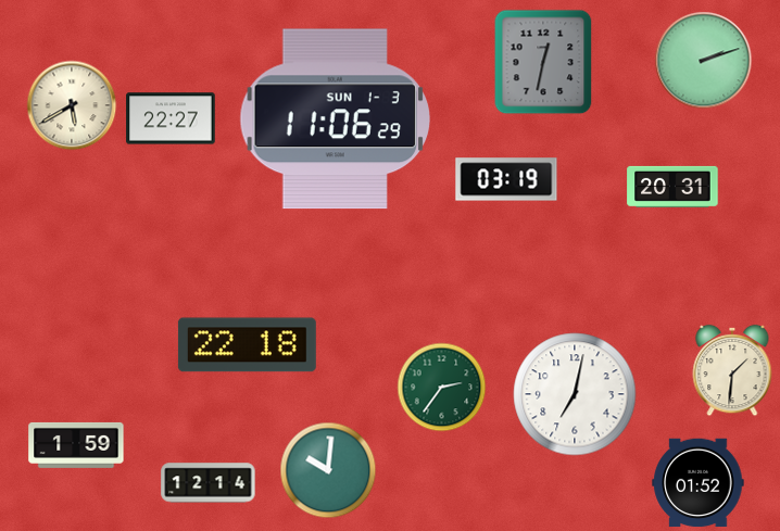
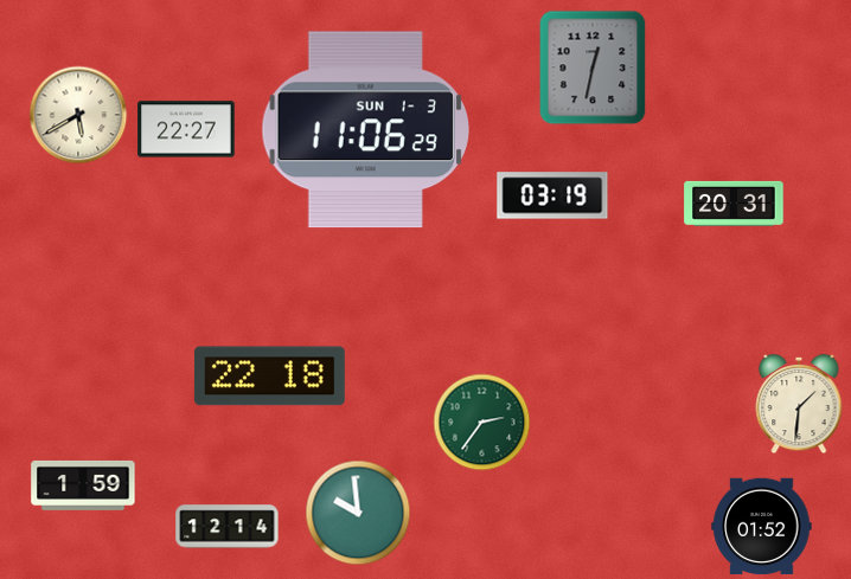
clock at (703, 60): 2:12 -> none
clock at (575, 394): 7:02 -> none
clock at (328, 470): 10:01 -> 9:59
